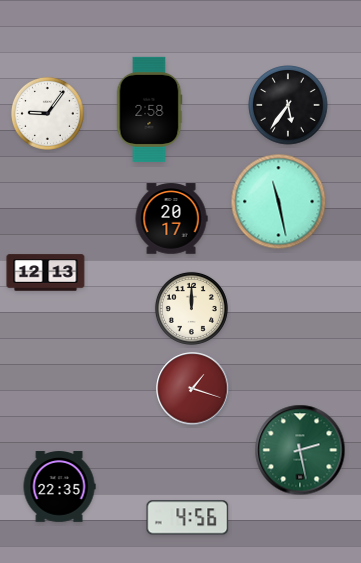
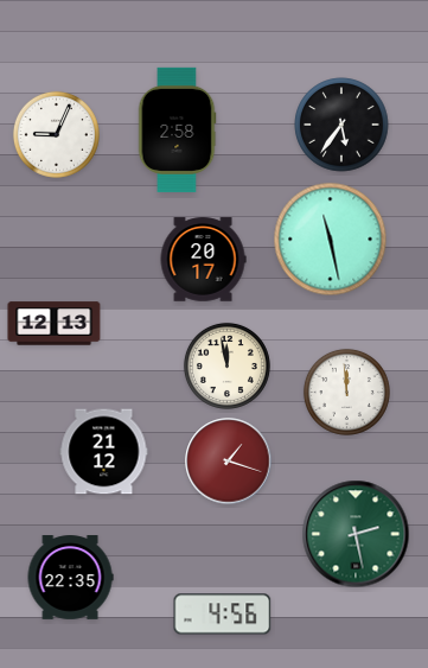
clock at (47, 113): 9:06 -> 9:04
clock at (191, 308): 12:00 -> 11:58
clock at (346, 392): none -> 11:59
clock at (104, 452): none -> 21:12
